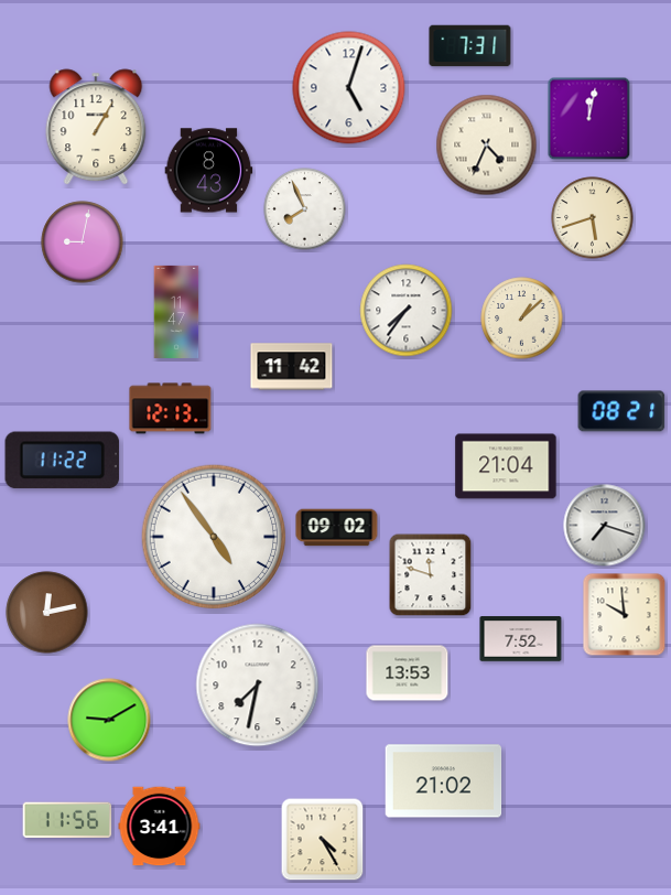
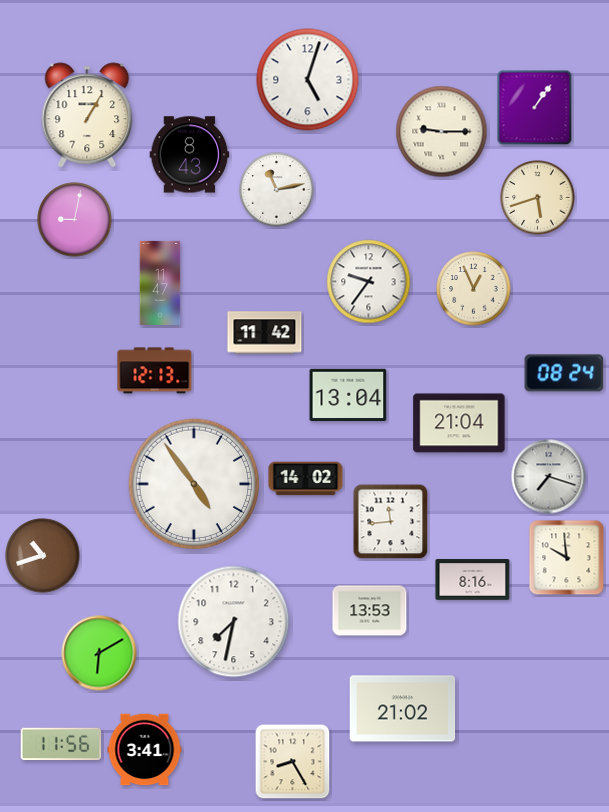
clock at (470, 46): 7:31 -> none
clock at (349, 88) position: (349, 88) -> (308, 80)
clock at (589, 119): 12:02 -> 1:06
clock at (487, 145): 4:34 -> 9:15
clock at (305, 209): 7:56 -> 11:13
clock at (407, 311): 7:36 -> 9:36
clock at (522, 319): 1:08 -> 12:56
clock at (621, 411): 08:21 -> 08:24
clock at (348, 395): none -> 13:04
clock at (63, 461): 11:22 -> none
clock at (337, 528): 09:02 -> 14:02
clock at (214, 537) position: (214, 537) -> (194, 484)
clock at (431, 575): 11:48 -> 11:44
clock at (47, 613): 12:13 -> 10:42
clock at (521, 639): 7:52 -> 8:16
clock at (109, 720): 9:10 -> 6:10
clock at (323, 840): 4:25 -> 8:25
